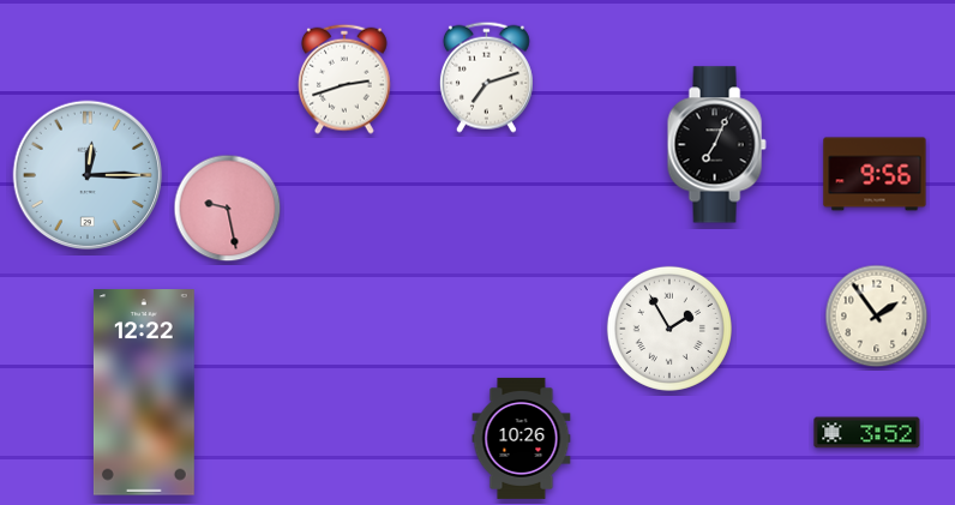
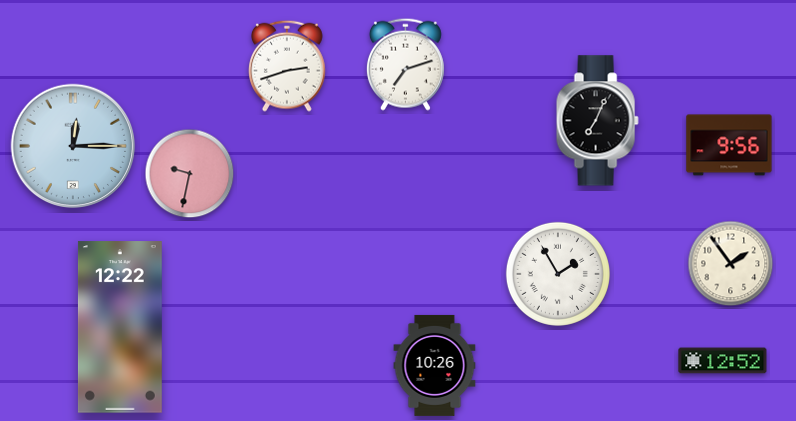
clock at (228, 209): 9:28 -> 9:32
clock at (867, 433): 3:52 -> 12:52
